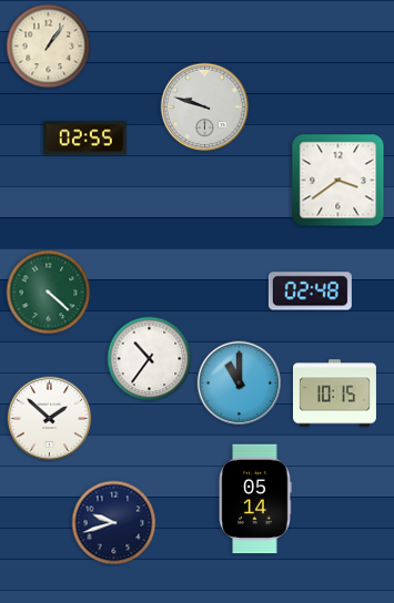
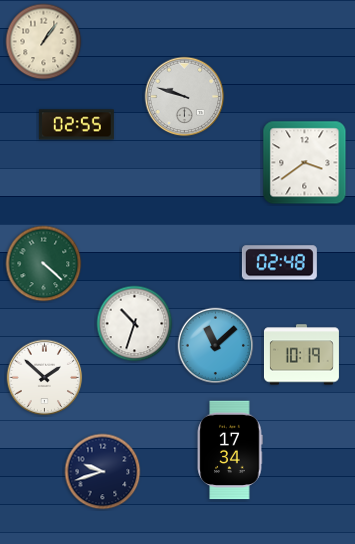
clock at (150, 359): 10:36 -> 10:33
clock at (240, 384): 11:00 -> 11:08
clock at (334, 394): 10:15 -> 10:19
clock at (255, 499): 05:14 -> 17:34
